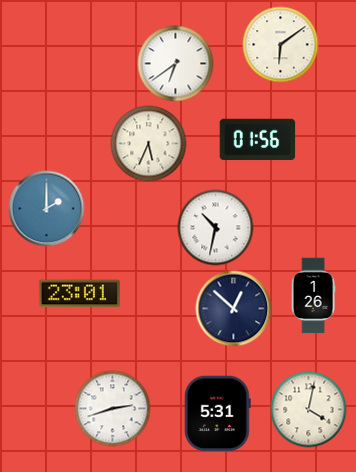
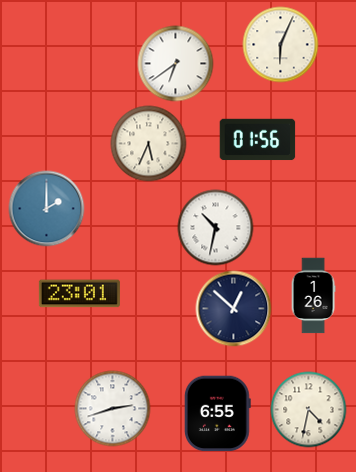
clock at (281, 45): 6:09 -> 6:04
clock at (309, 410): 4:02 -> 4:32
clock at (217, 414): 5:31 -> 6:55
